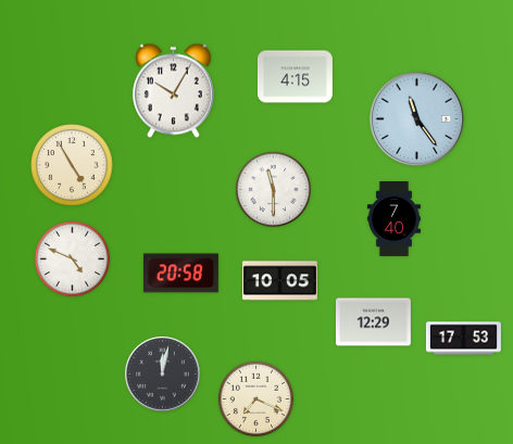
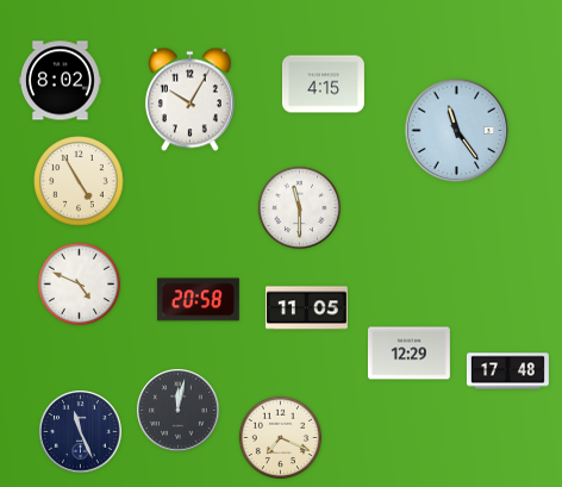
clock at (60, 81): none -> 8:02
clock at (393, 219): 7:40 -> none
clock at (279, 281): 10:05 -> 11:05
clock at (463, 339): 17:53 -> 17:48
clock at (81, 432): none -> 11:26
